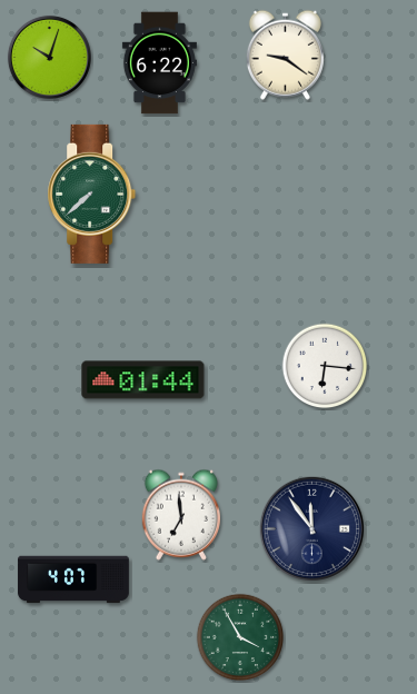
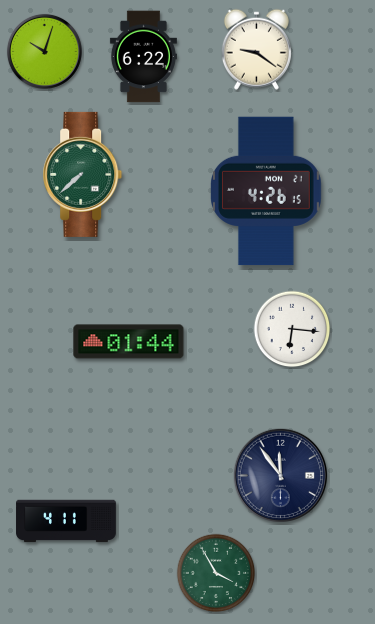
clock at (267, 191): none -> 4:26
clock at (180, 515): 6:59 -> none
clock at (73, 579): 4:07 -> 4:11
